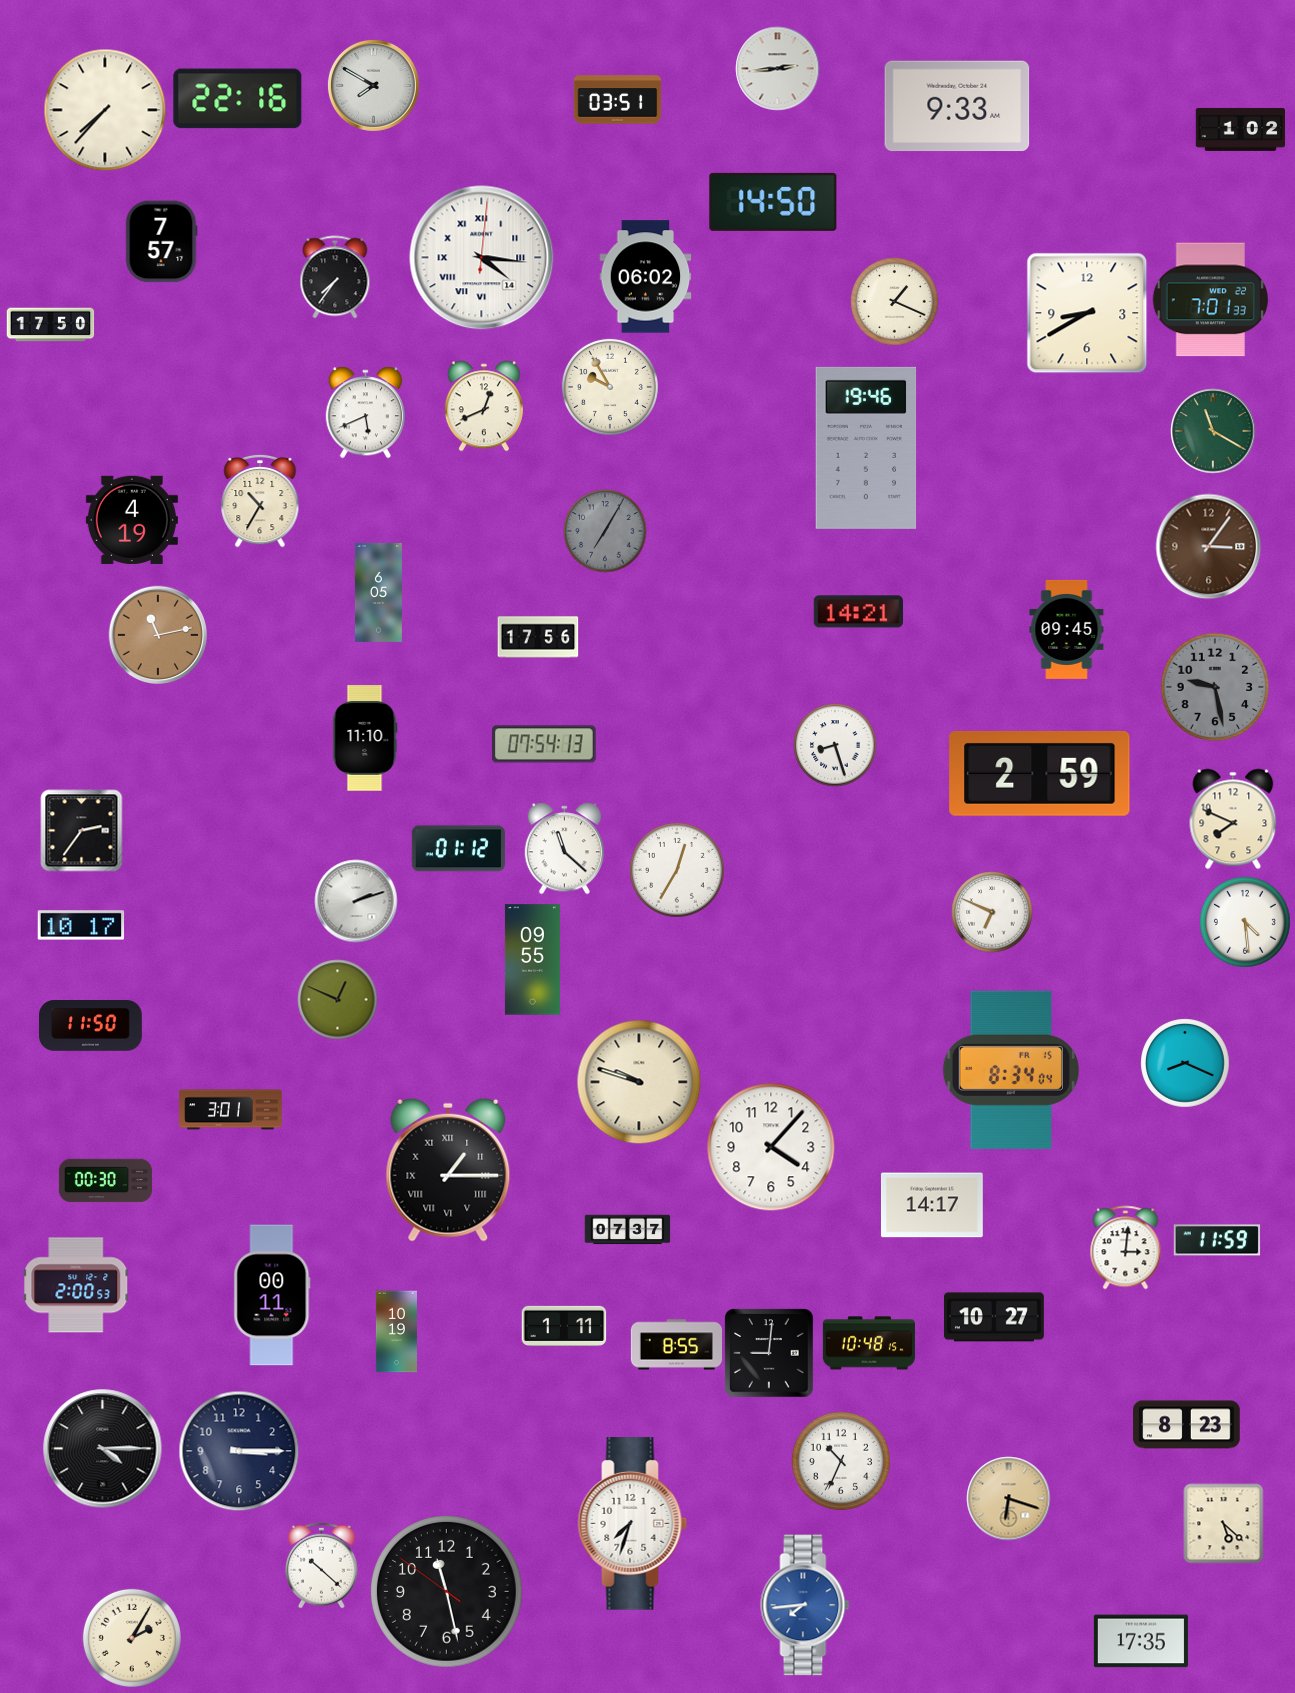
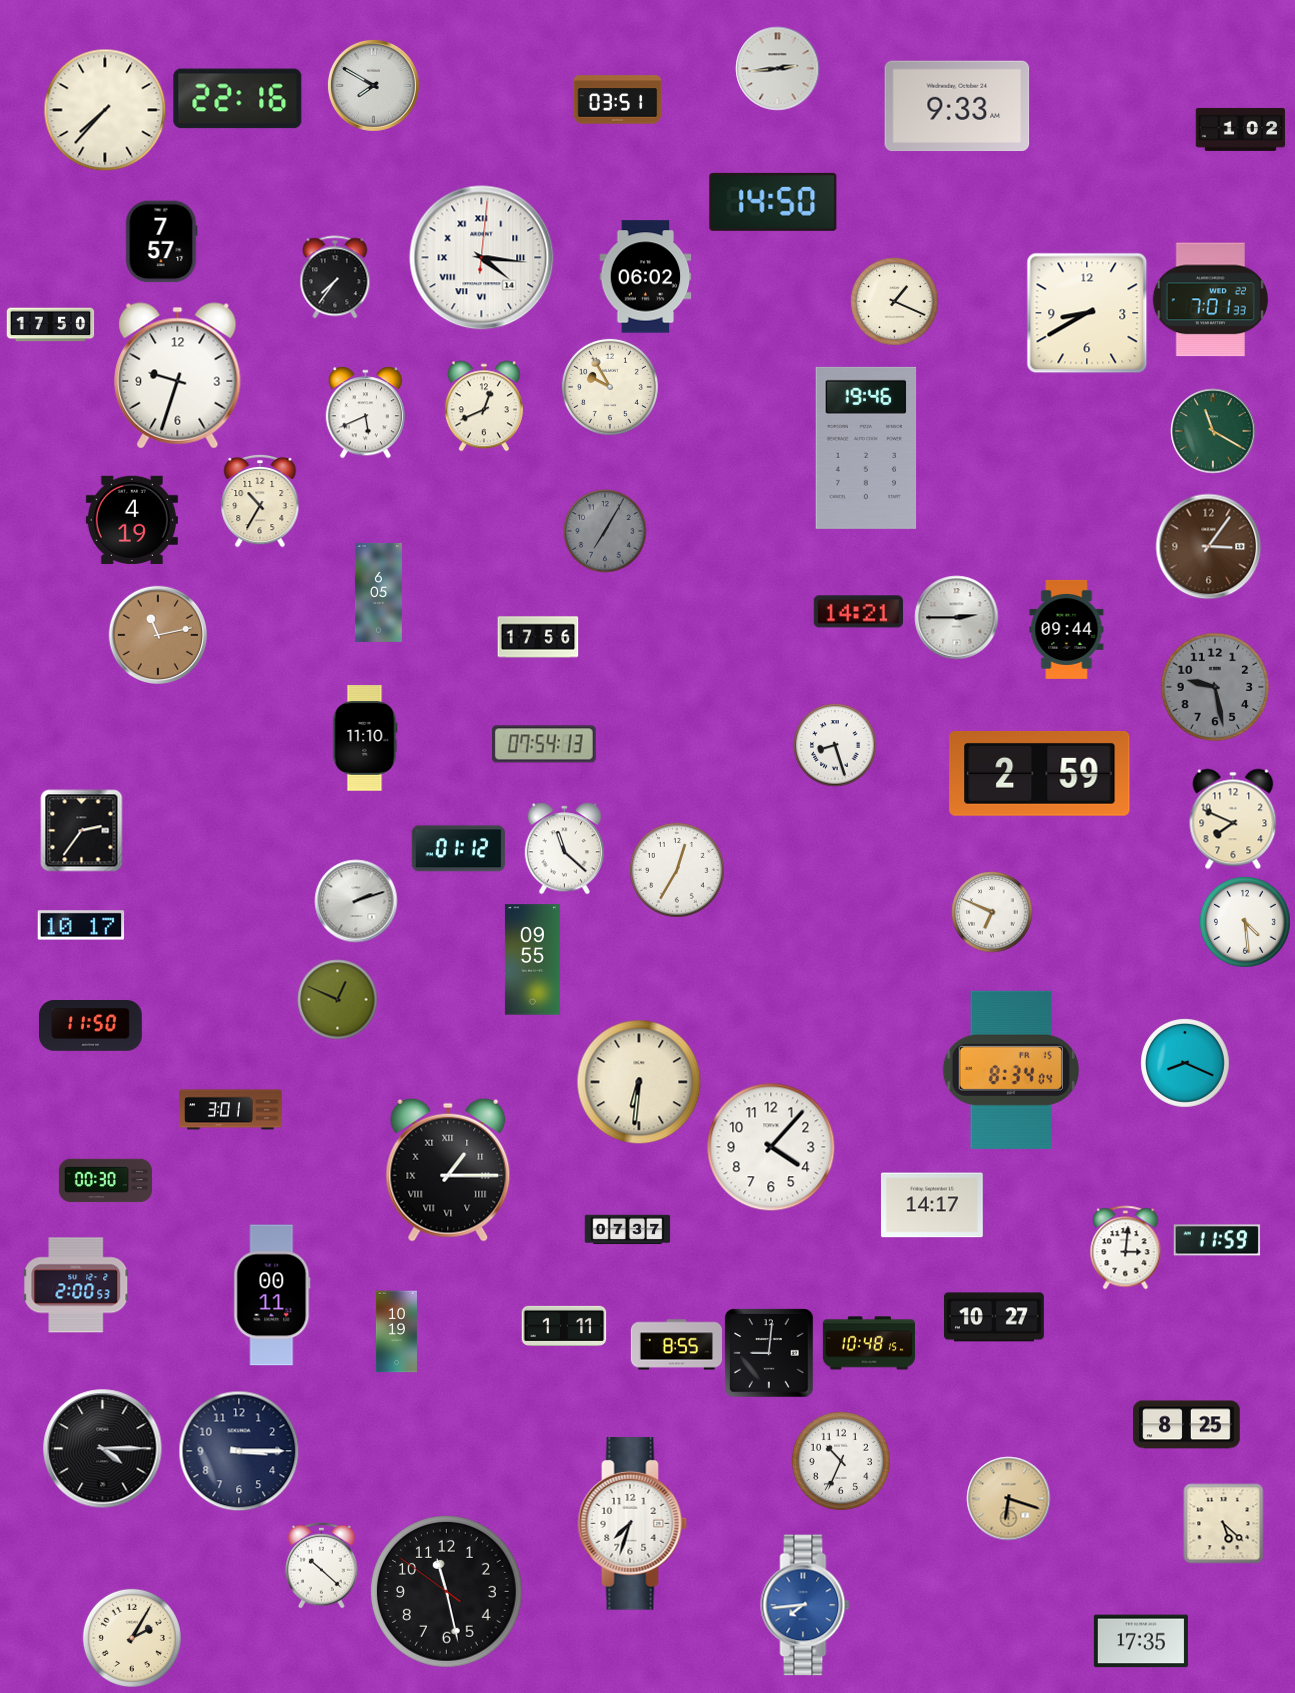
clock at (178, 376): none -> 9:33
clock at (956, 617): none -> 2:45
clock at (1067, 629): 09:45 -> 09:44
clock at (639, 1082): 9:48 -> 6:31
clock at (1187, 1425): 8:23 -> 8:25
